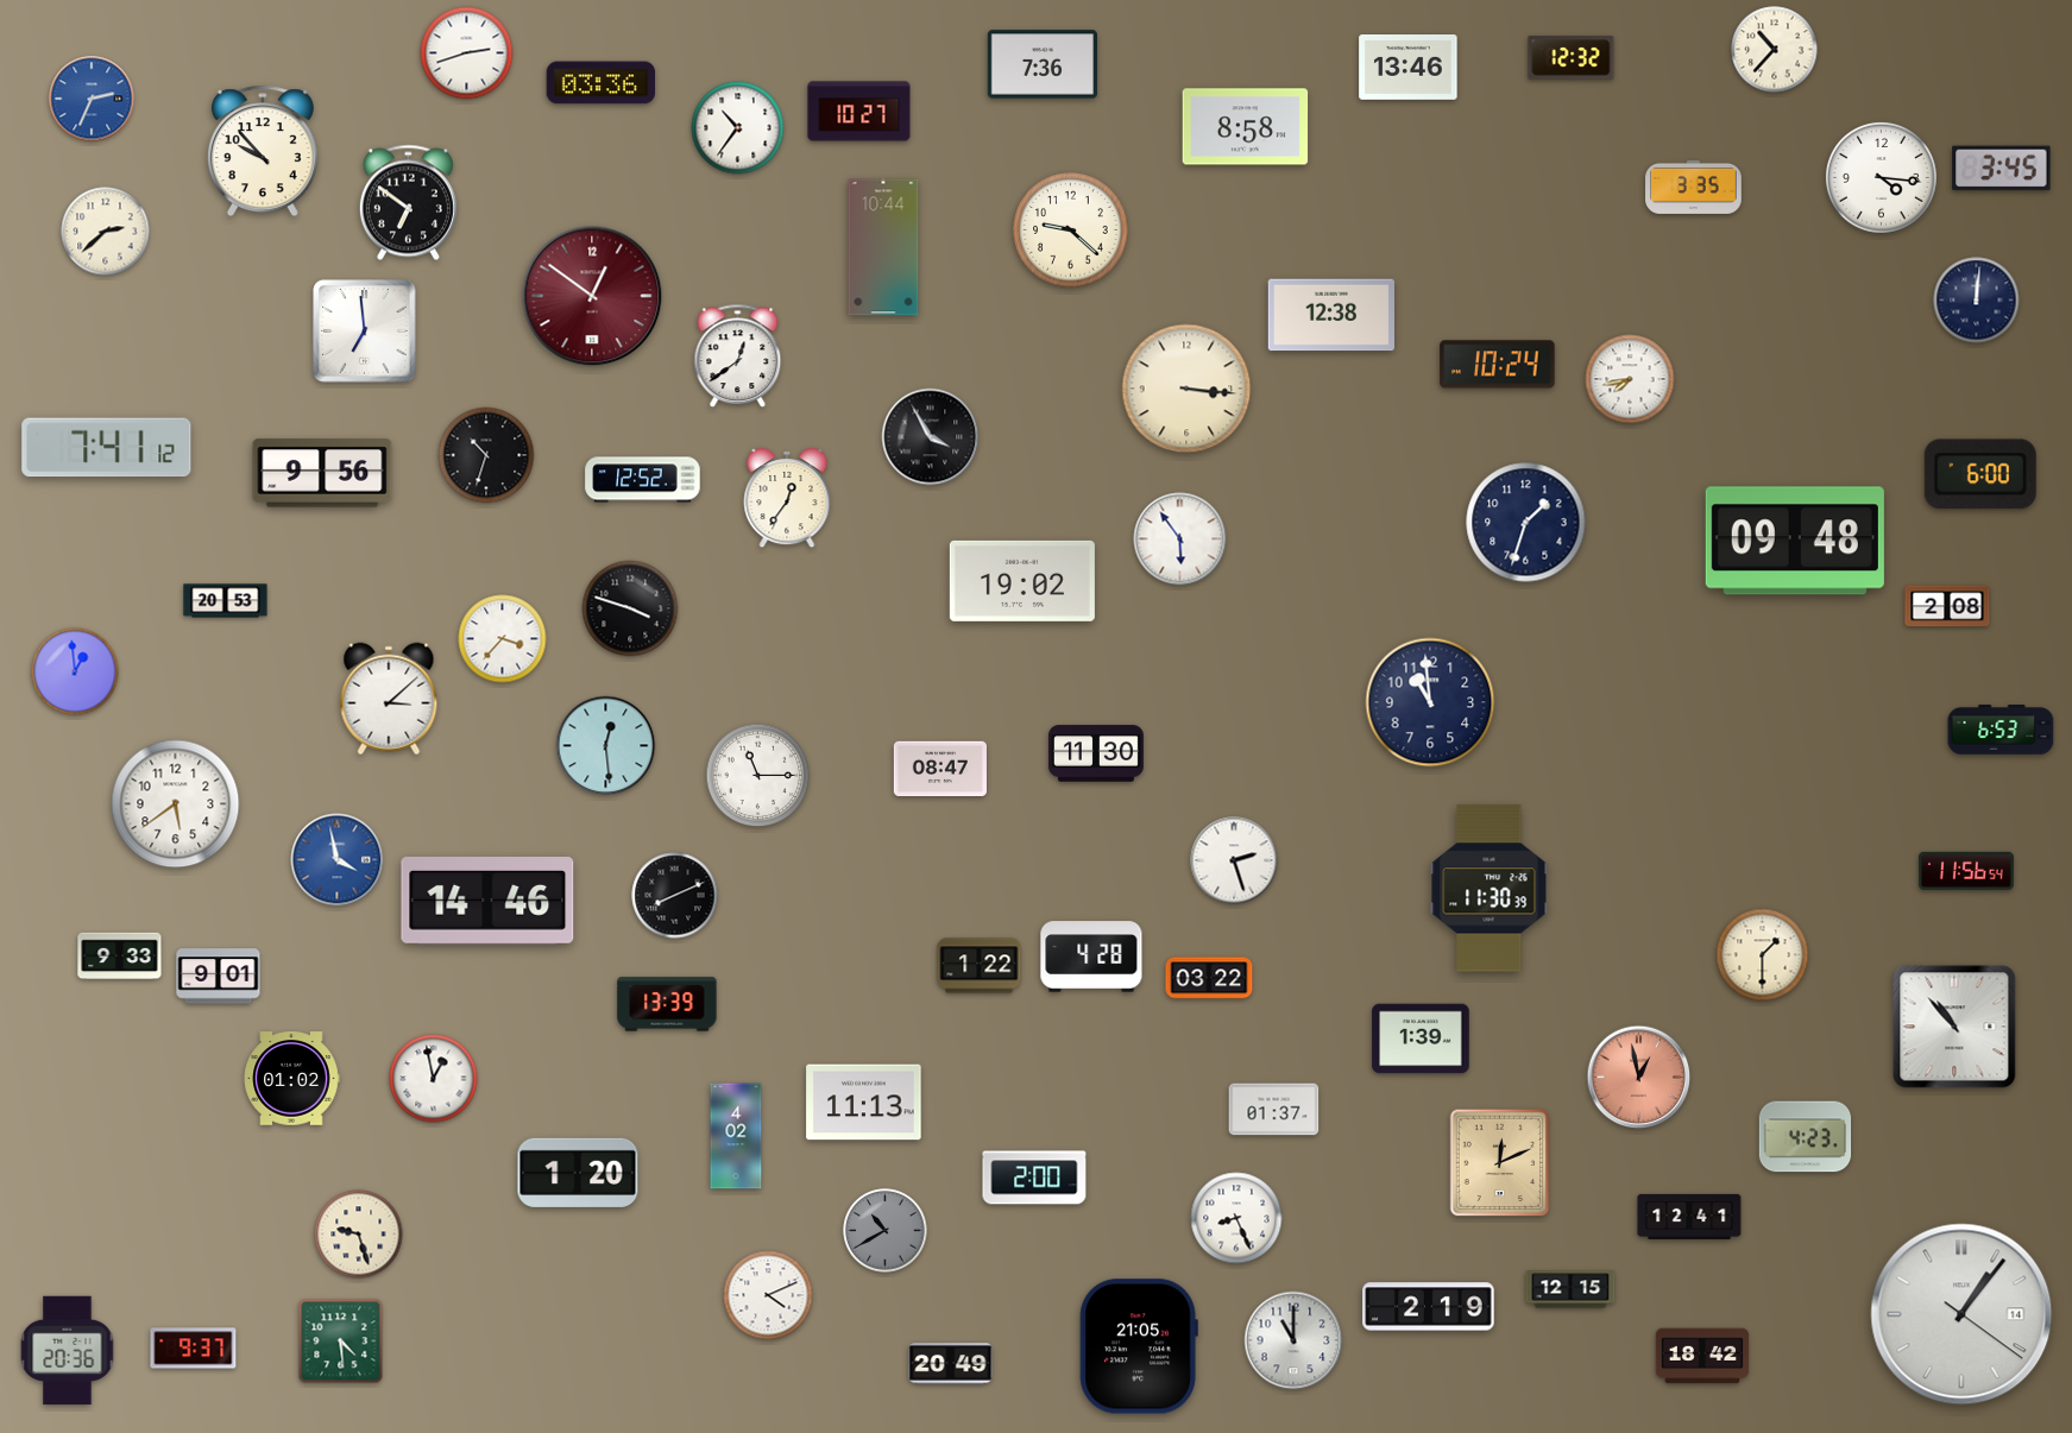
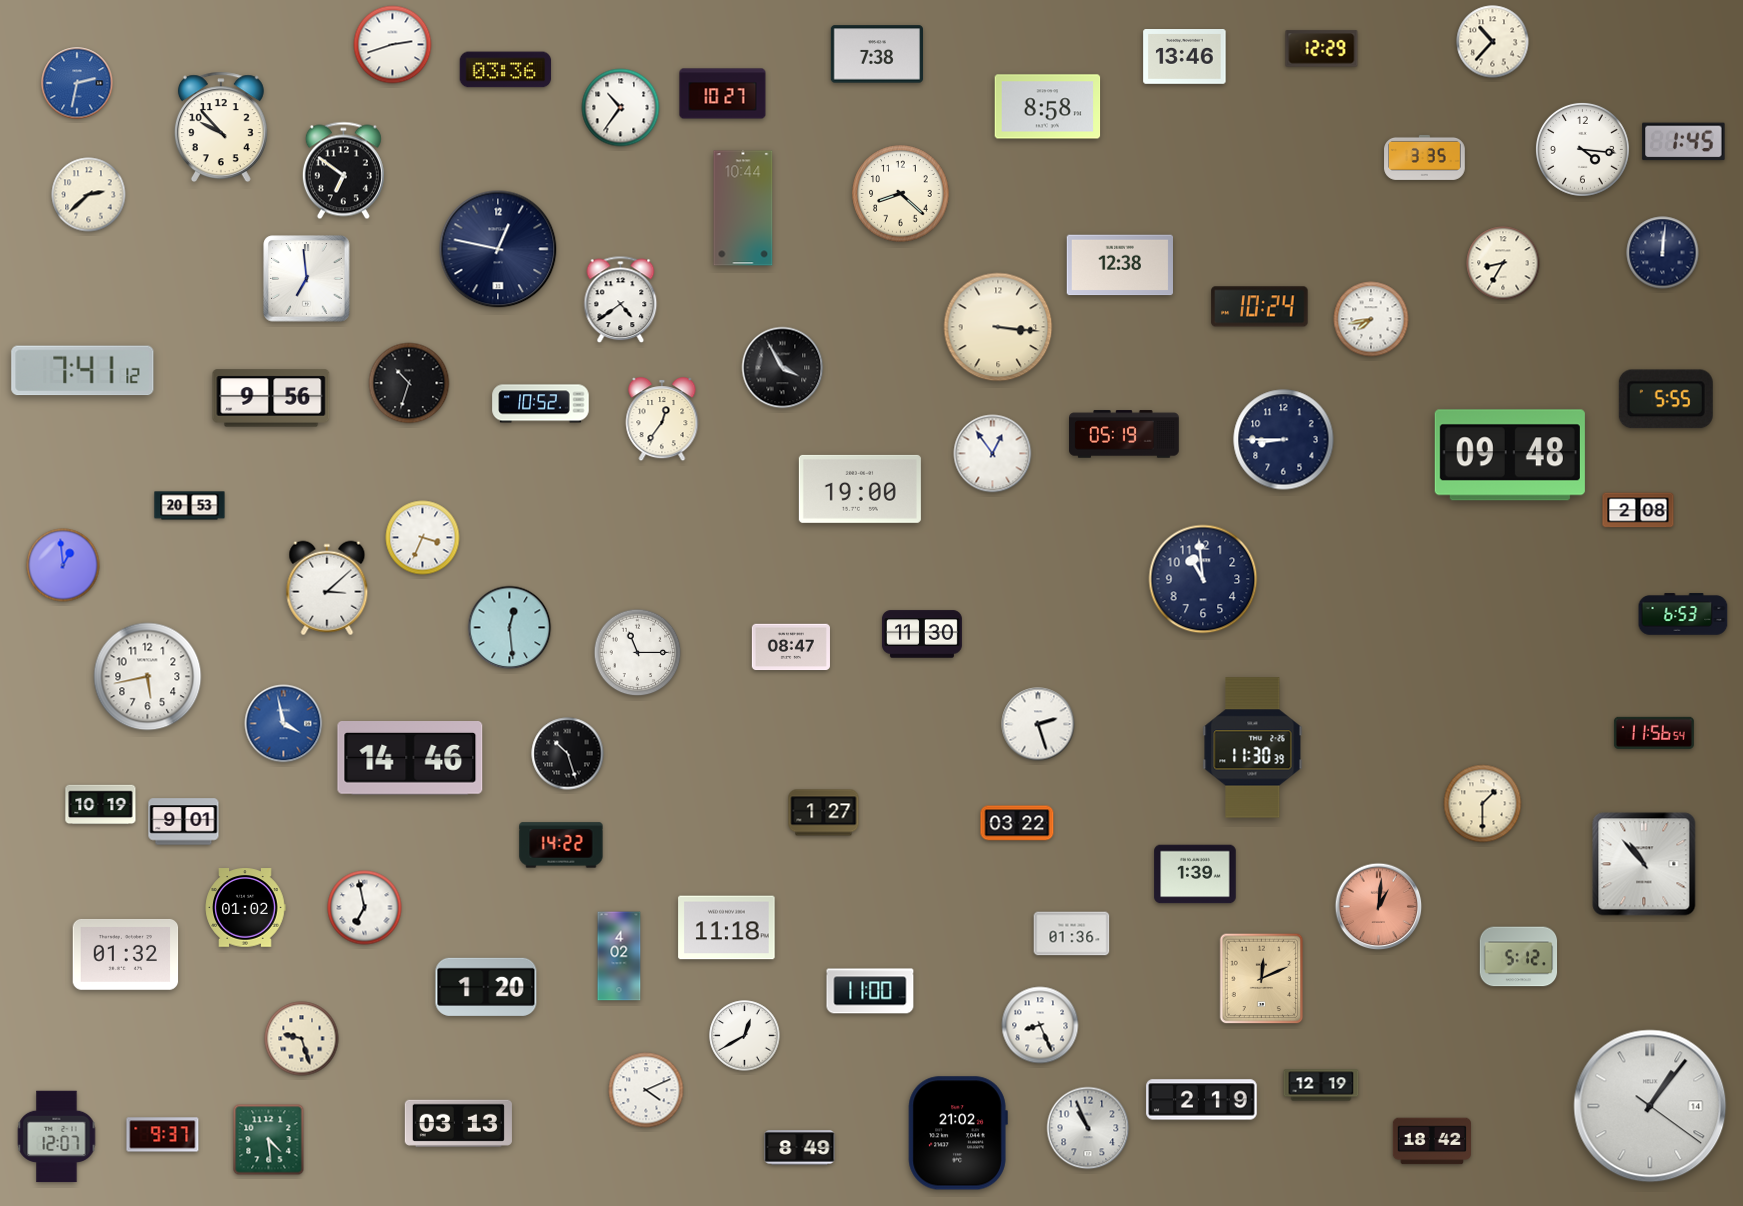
clock at (1572, 58): 12:32 -> 12:29
clock at (1041, 64): 7:36 -> 7:38
clock at (92, 99): 2:34 -> 2:32
clock at (2002, 169): 3:45 -> 1:45
clock at (1071, 231): 9:22 -> 8:22
clock at (592, 296): 12:51 -> 12:47
clock at (592, 296) dial: burgundy -> navy
clock at (1503, 263): none -> 8:35
clock at (738, 356): 12:39 -> 4:39
clock at (107, 448) position: (107, 448) -> (83, 371)
clock at (1980, 474): 6:00 -> 5:55
clock at (643, 480): 12:52 -> 10:52
clock at (1124, 434): none -> 05:19
clock at (1526, 523): 1:33 -> 8:45
clock at (1180, 539): 5:54 -> 12:54
clock at (1022, 581): 19:02 -> 19:00
clock at (630, 608): 3:48 -> none
clock at (503, 639): 3:37 -> 3:34
clock at (1430, 702) position: (1430, 702) -> (1203, 579)
clock at (176, 804): 5:39 -> 5:43
clock at (675, 896): 8:11 -> 10:27
clock at (120, 957): 9:33 -> 10:19
clock at (1091, 957): 4:28 -> none
clock at (980, 966): 1:22 -> 1:27
clock at (667, 1004): 13:39 -> 14:22
clock at (1639, 1078): 12:58 -> 1:01
clock at (434, 1079): 12:58 -> 6:58
clock at (864, 1103): 11:13 -> 11:18
clock at (1274, 1110): 01:37 -> 01:36
clock at (126, 954): none -> 01:32
clock at (1806, 1137): 4:23 -> 5:12
clock at (1034, 1178): 2:00 -> 11:00
clock at (1689, 1217): 12:41 -> none
clock at (886, 1231): 10:40 -> 12:40
clock at (886, 1231) dial: grey -> white
clock at (1570, 1289): 12:15 -> 12:19
clock at (458, 1123): none -> 03:13
clock at (1293, 1340): 11:00 -> 10:56
clock at (341, 1342) position: (341, 1342) -> (269, 1140)
clock at (1139, 1346): 21:05 -> 21:02
clock at (68, 1351): 20:36 -> 12:07
clock at (951, 1364): 20:49 -> 8:49
